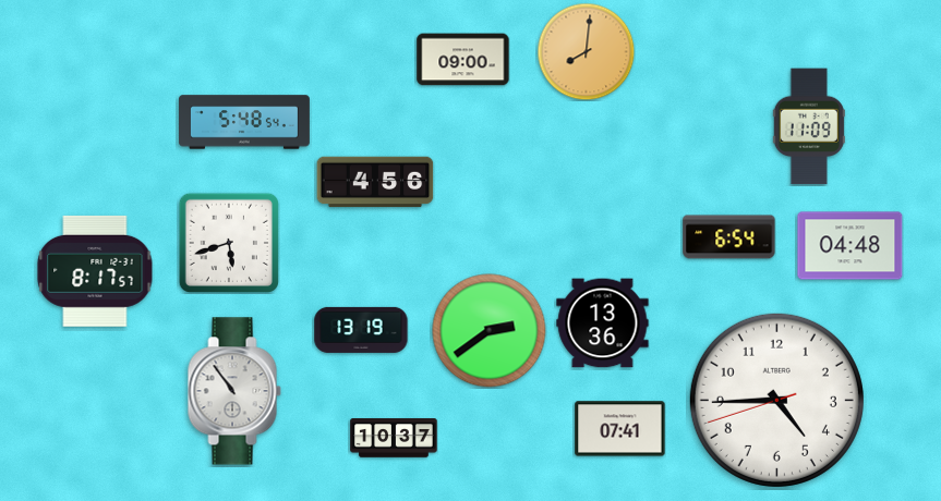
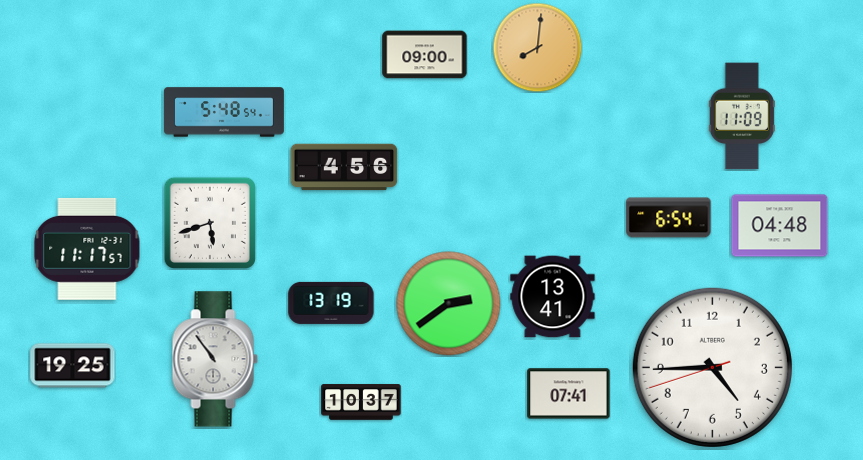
clock at (95, 271): 8:17 -> 11:17
clock at (603, 323): 13:36 -> 13:41
clock at (73, 366): none -> 19:25
